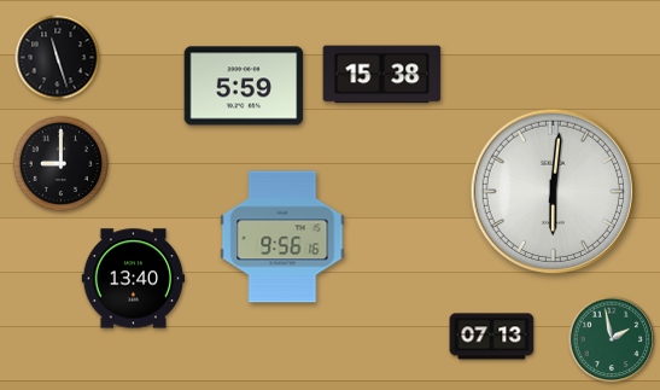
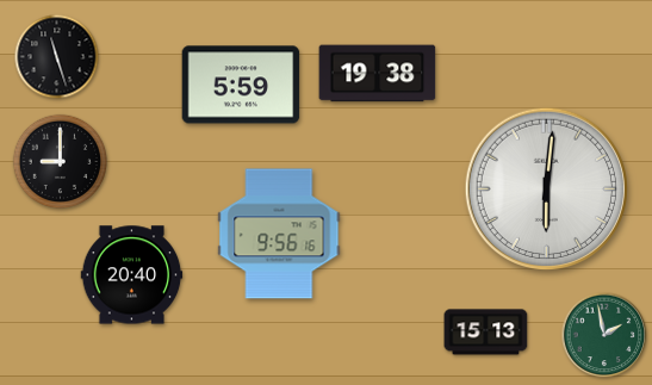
clock at (382, 75): 15:38 -> 19:38
clock at (134, 279): 13:40 -> 20:40
clock at (492, 337): 07:13 -> 15:13
